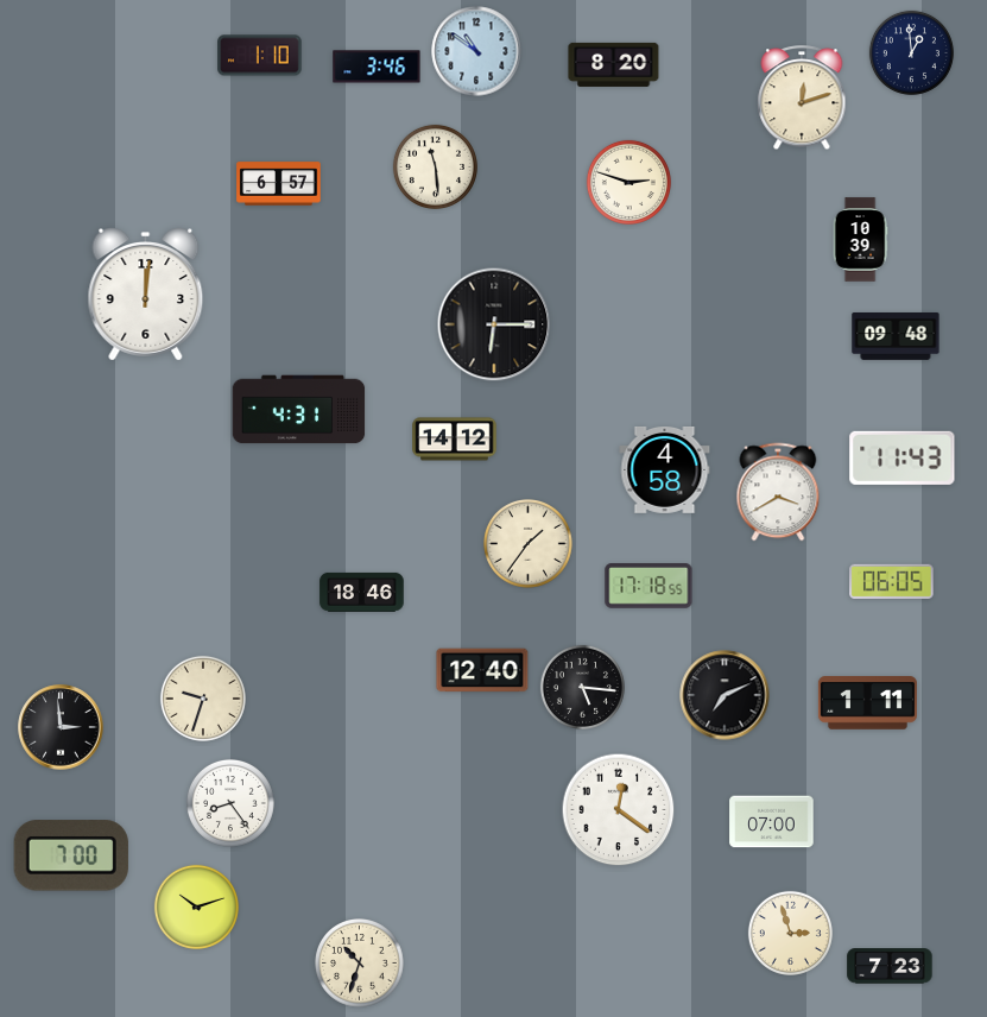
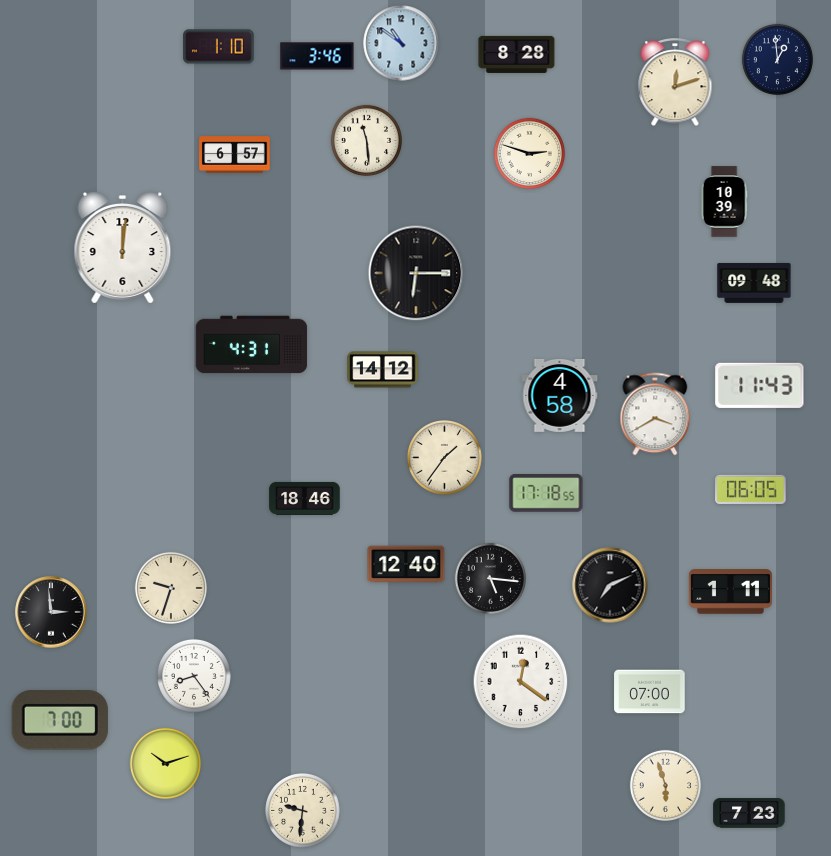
clock at (911, 52) position: (911, 52) -> (777, 59)
clock at (614, 64): 8:20 -> 8:28
clock at (790, 933): 2:57 -> 5:57
clock at (360, 964): 10:33 -> 9:31
